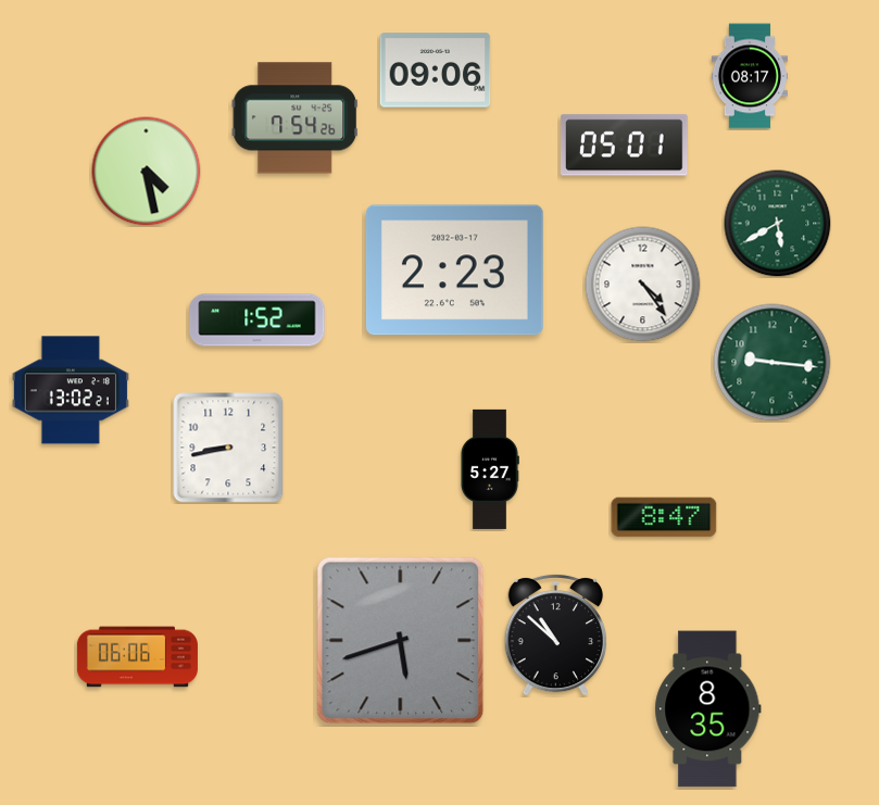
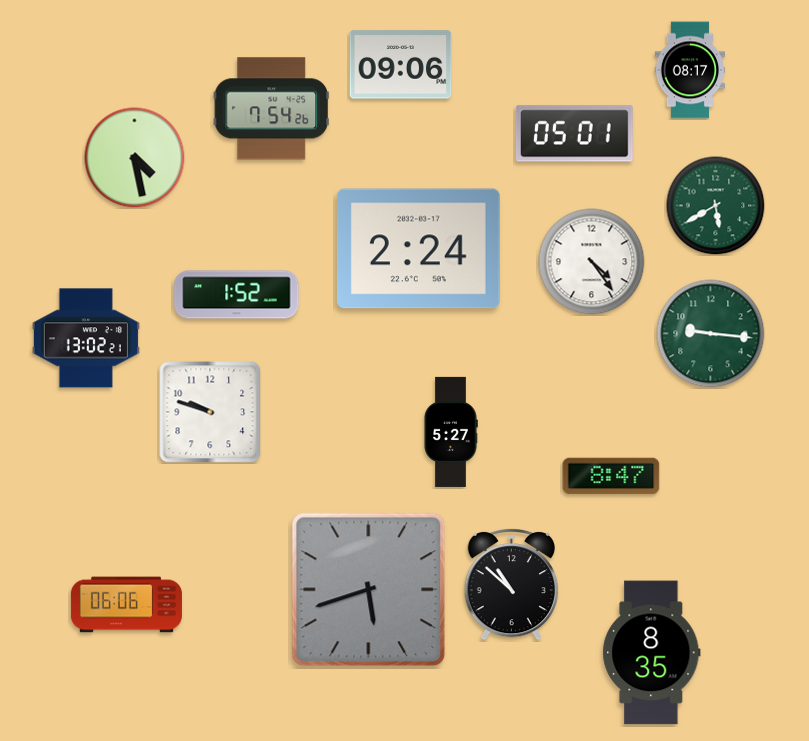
clock at (454, 271): 2:23 -> 2:24
clock at (71, 390) position: (71, 390) -> (86, 338)
clock at (228, 448): 8:43 -> 9:48
